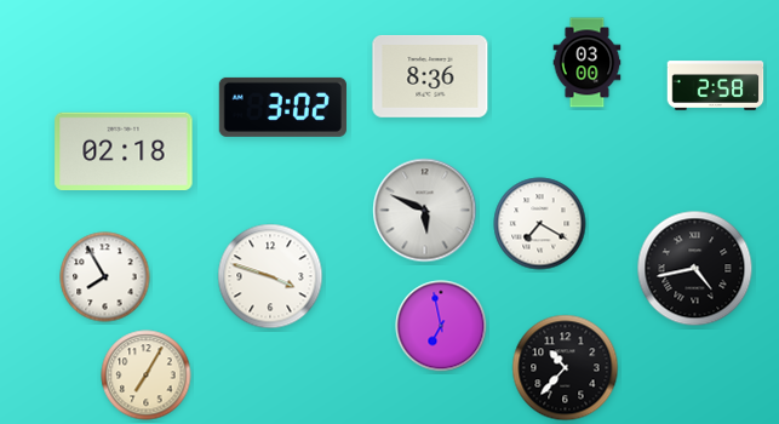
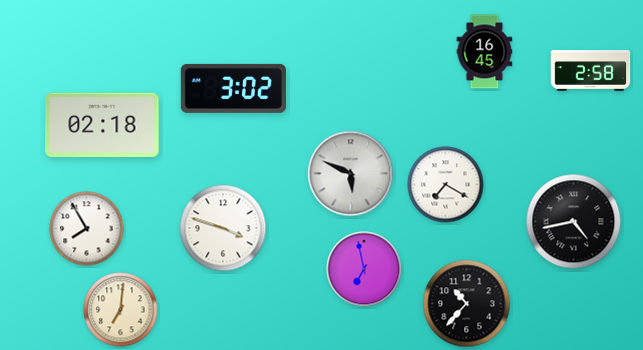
clock at (588, 63): 03:00 -> 16:45
clock at (430, 76): 8:36 -> none
clock at (147, 376): 7:05 -> 7:01
